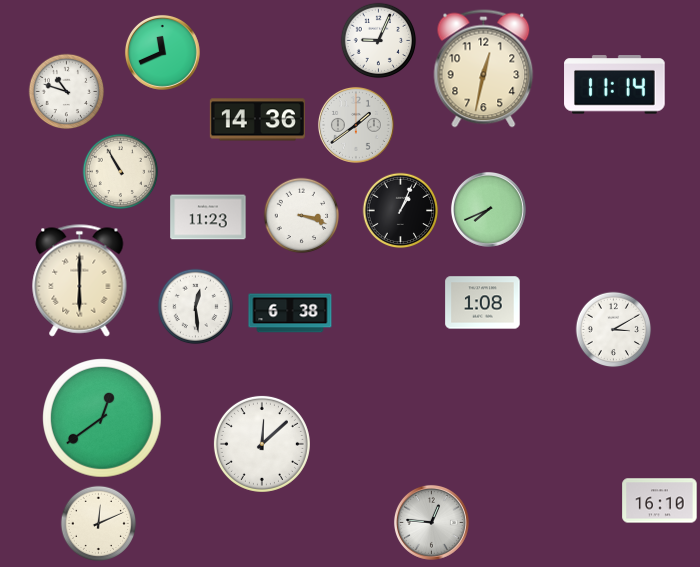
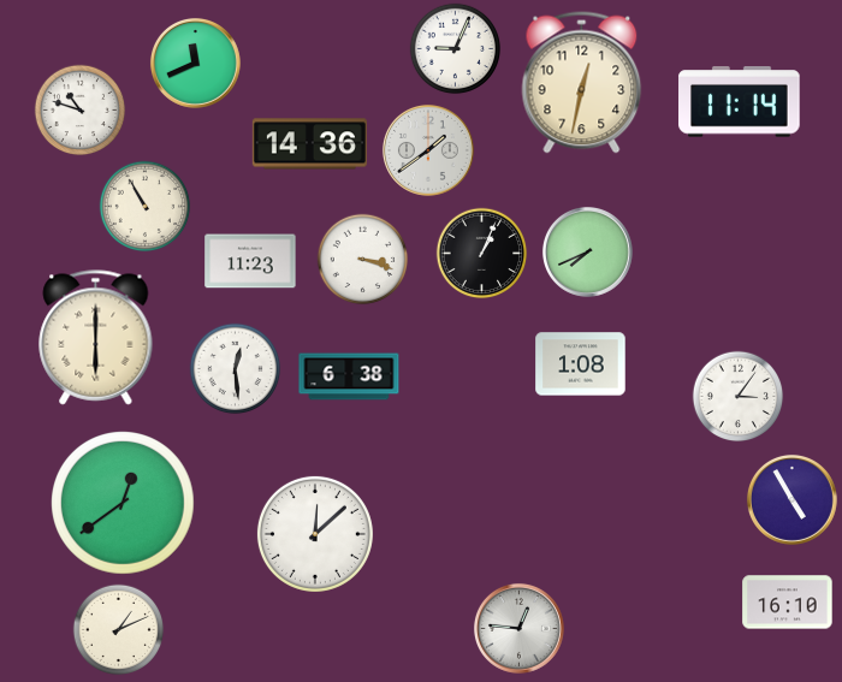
clock at (614, 330): 3:10 -> 3:06
clock at (791, 499): none -> 4:55
clock at (660, 501) position: (660, 501) -> (788, 603)
clock at (99, 524): 12:11 -> 1:11
